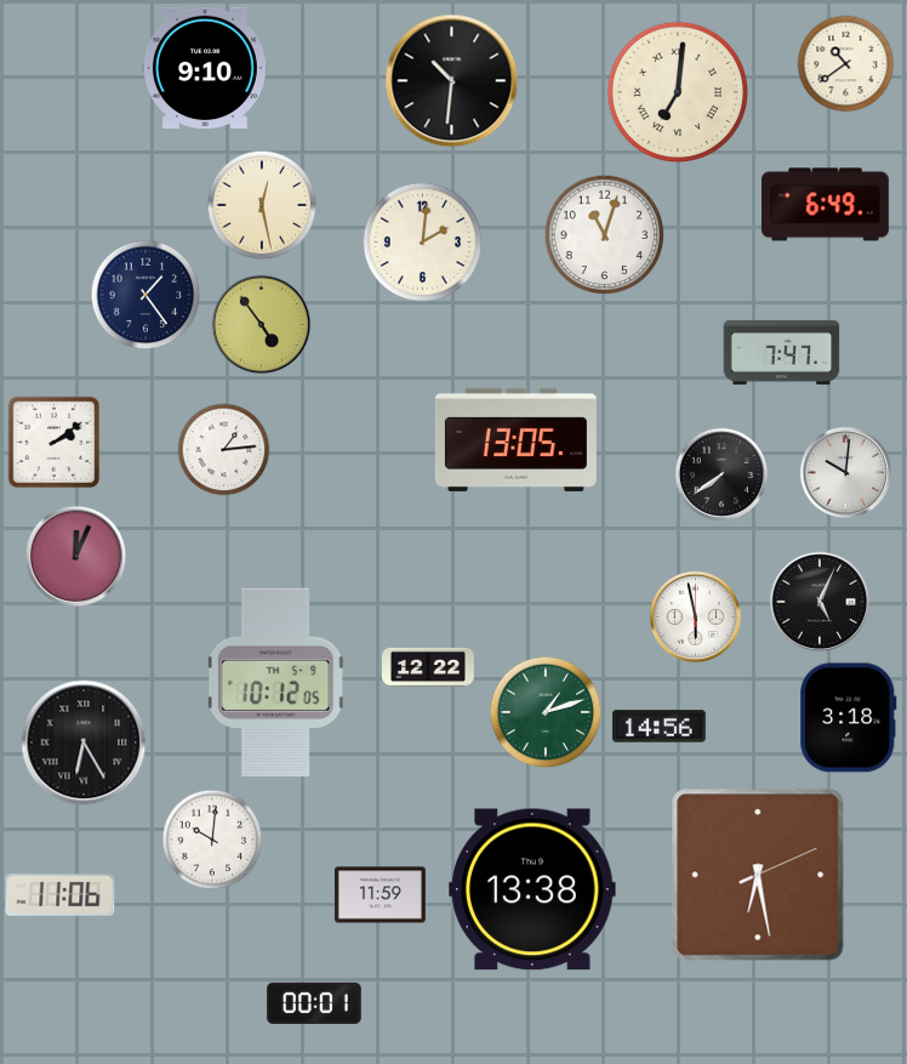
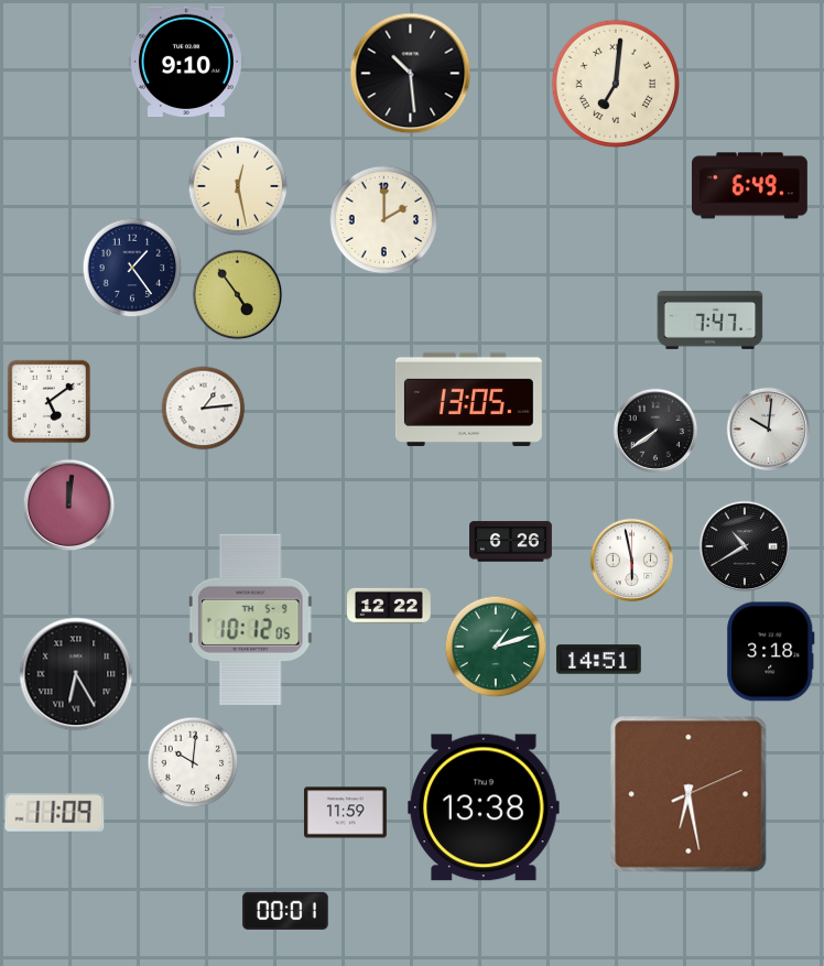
clock at (846, 64): 10:39 -> none
clock at (452, 81): 10:31 -> 10:29
clock at (605, 235): 11:03 -> none
clock at (423, 243): 2:01 -> 2:00
clock at (55, 443): 2:09 -> 5:09
clock at (76, 557): 12:04 -> 12:01
clock at (511, 542): none -> 6:26
clock at (820, 602): 5:04 -> 10:40
clock at (660, 727): 14:56 -> 14:51
clock at (61, 894): 11:06 -> 11:09
